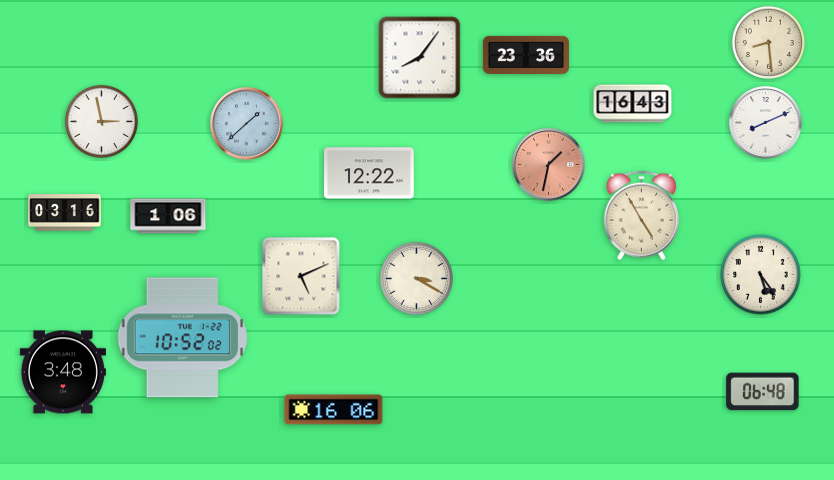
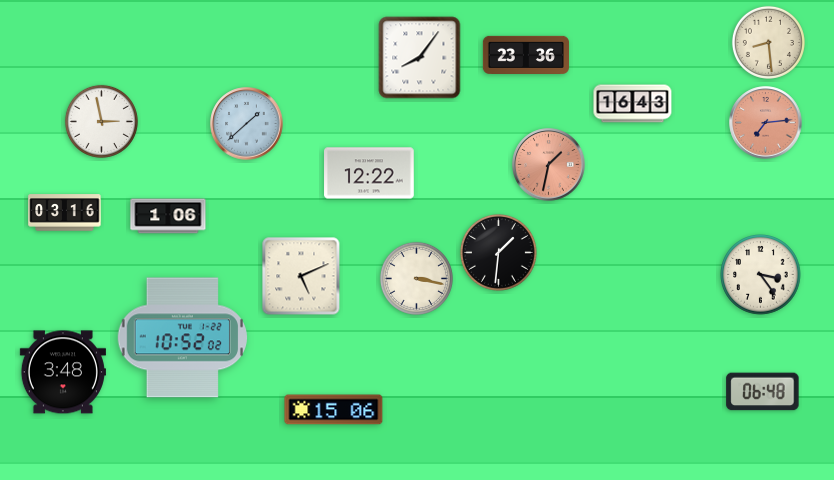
clock at (766, 123): 8:11 -> 7:14
clock at (766, 123) dial: white -> salmon
clock at (641, 216): 4:55 -> none
clock at (498, 252): none -> 1:31
clock at (761, 275): 5:24 -> 3:24
clock at (416, 278): 3:20 -> 3:17
clock at (334, 410): 16:06 -> 15:06
